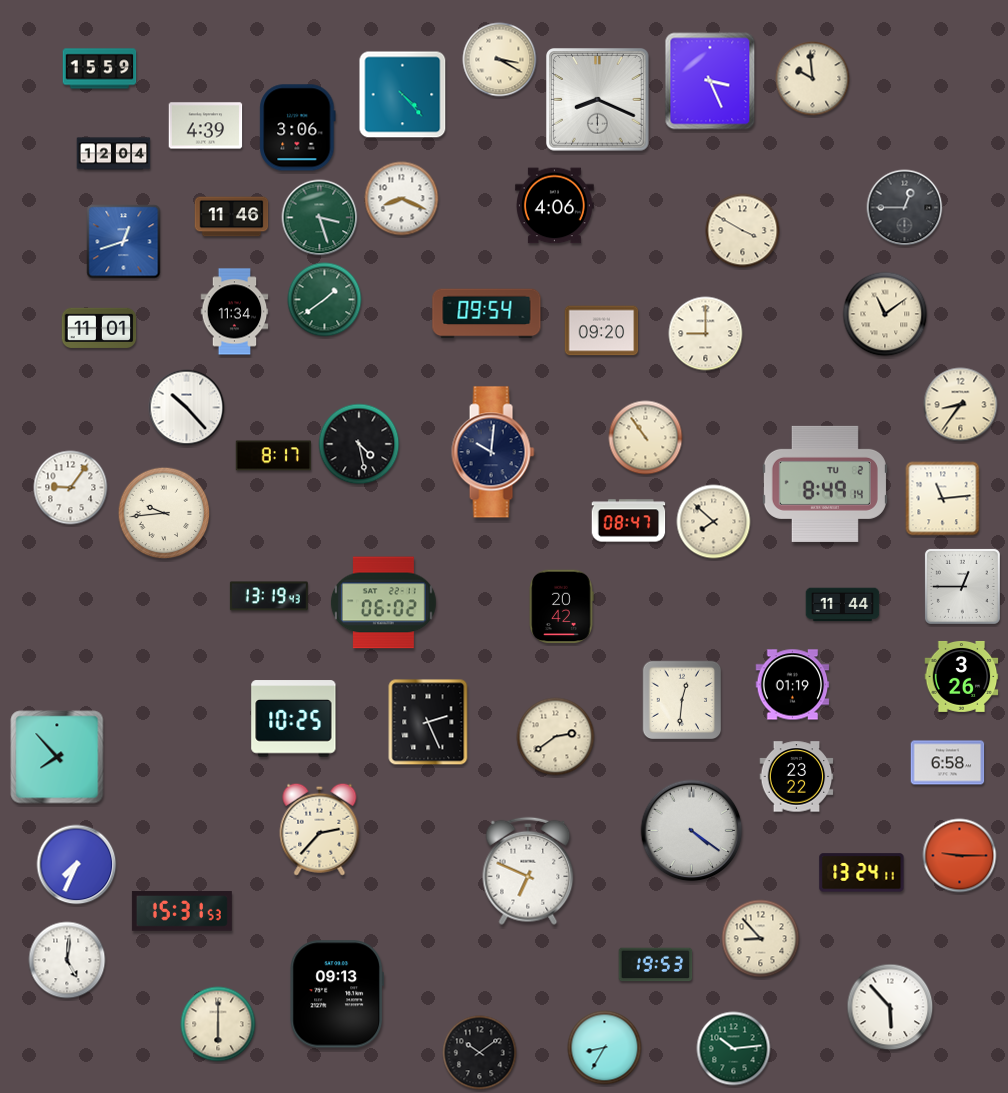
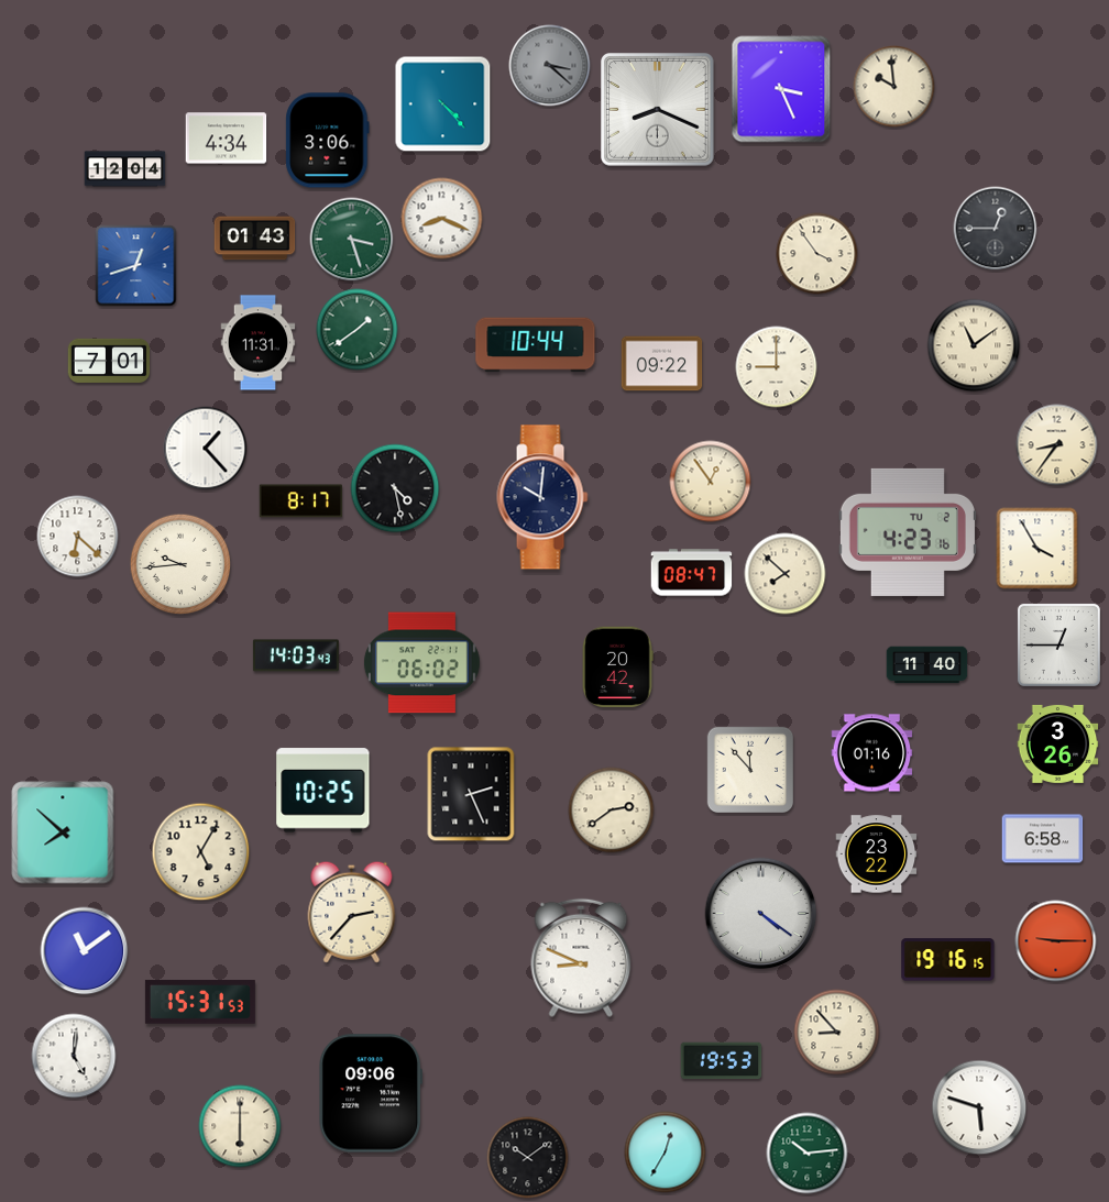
clock at (500, 60): 3:20 -> 3:22
clock at (500, 60) dial: cream -> grey
clock at (100, 69): 15:59 -> none
clock at (206, 126): 4:39 -> 4:34
clock at (554, 206): 4:06 -> none
clock at (232, 217): 11:46 -> 01:43
clock at (743, 231): 3:50 -> 3:54
clock at (235, 312): 11:34 -> 11:31
clock at (487, 314): 09:54 -> 10:44
clock at (99, 327): 11:01 -> 7:01
clock at (602, 331): 09:20 -> 09:22
clock at (187, 408): 10:23 -> 1:23
clock at (646, 438): 10:54 -> 12:54
clock at (825, 484): 8:49 -> 4:23
clock at (71, 488): 9:06 -> 6:22
clock at (943, 499): 11:14 -> 3:55
clock at (269, 596): 13:19 -> 14:03
clock at (843, 605): 11:44 -> 11:40
clock at (793, 685): 01:19 -> 01:16
clock at (682, 700): 12:31 -> 11:53
clock at (57, 757): 7:53 -> 7:52
clock at (201, 852): none -> 5:05
clock at (77, 865): 7:34 -> 11:09
clock at (528, 871): 6:49 -> 8:49
clock at (862, 873): 13:24 -> 19:16
clock at (336, 994): 09:13 -> 09:06
clock at (890, 1007): 5:53 -> 5:48
clock at (605, 1048): 8:35 -> 12:35
